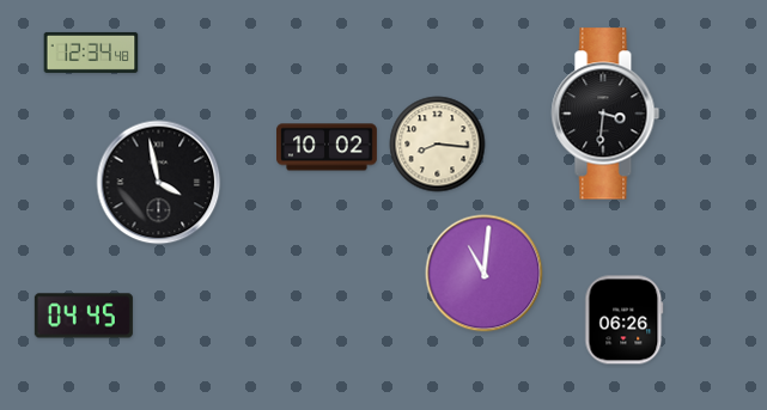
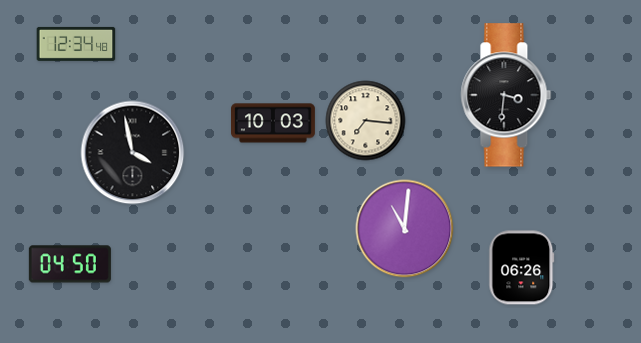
clock at (438, 145): 8:16 -> 7:16
clock at (328, 147): 10:02 -> 10:03
clock at (84, 316): 04:45 -> 04:50
